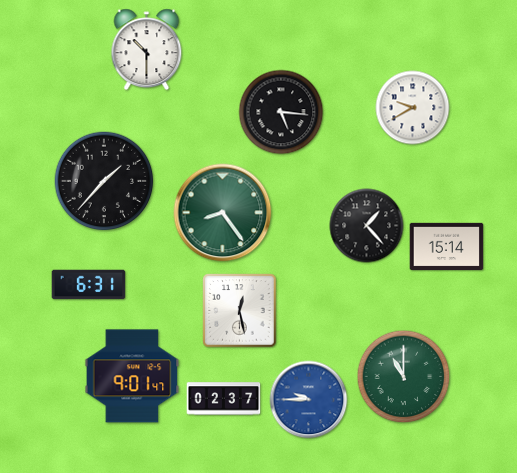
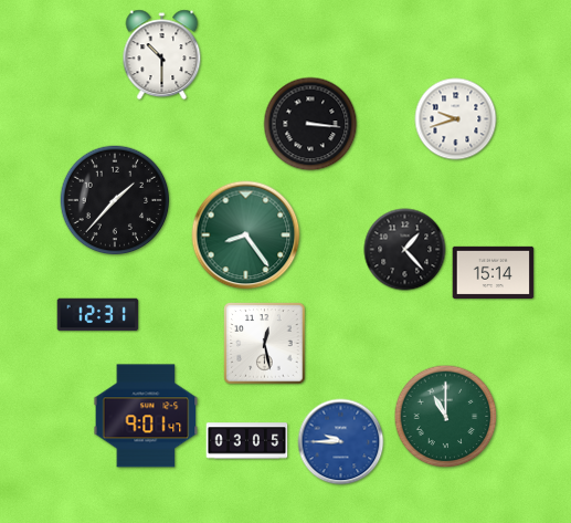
clock at (413, 108): 9:40 -> 9:42
clock at (281, 112): 5:16 -> 3:16
clock at (89, 285): 6:31 -> 12:31
clock at (224, 399): 02:37 -> 03:05
